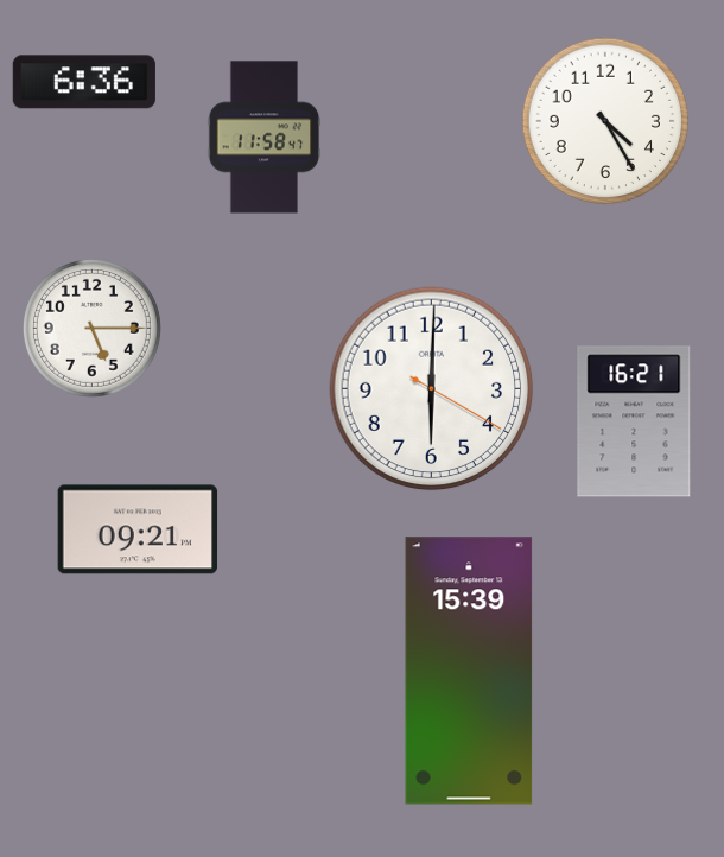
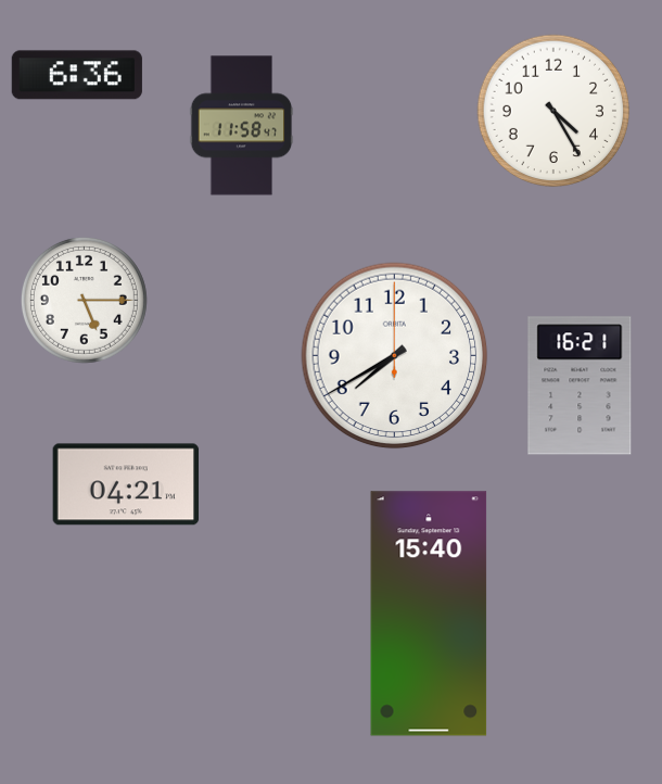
clock at (432, 389): 6:00 -> 7:40
clock at (138, 529): 09:21 -> 04:21
clock at (469, 671): 15:39 -> 15:40
